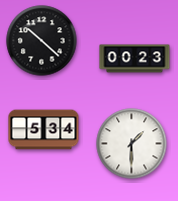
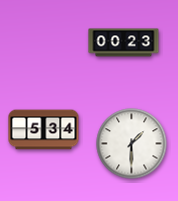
clock at (42, 41): 10:22 -> none
clock at (135, 59) position: (135, 59) -> (124, 43)
